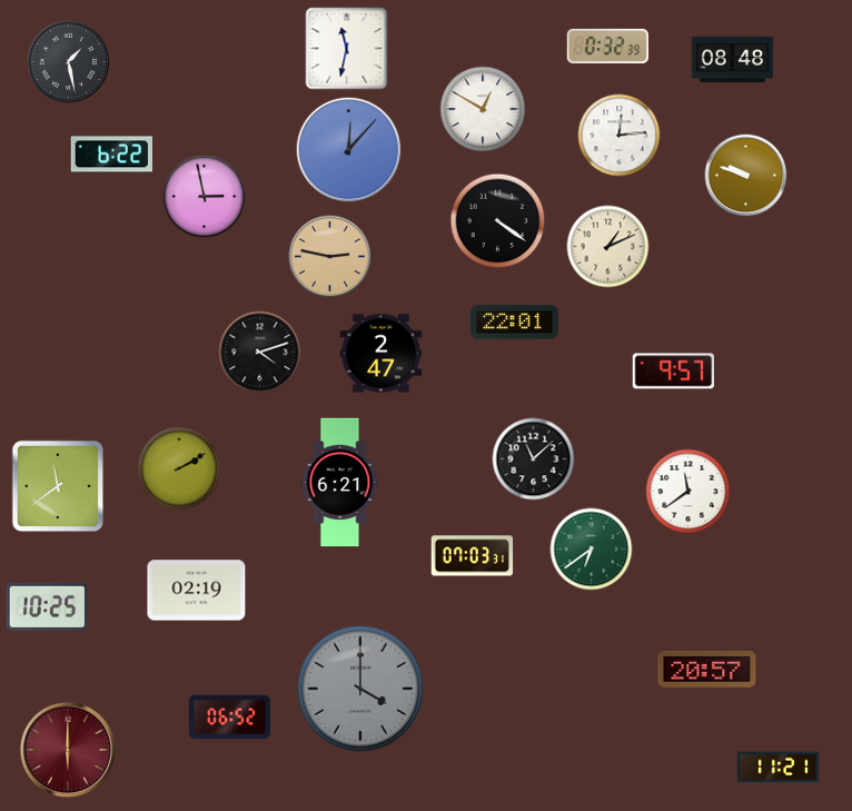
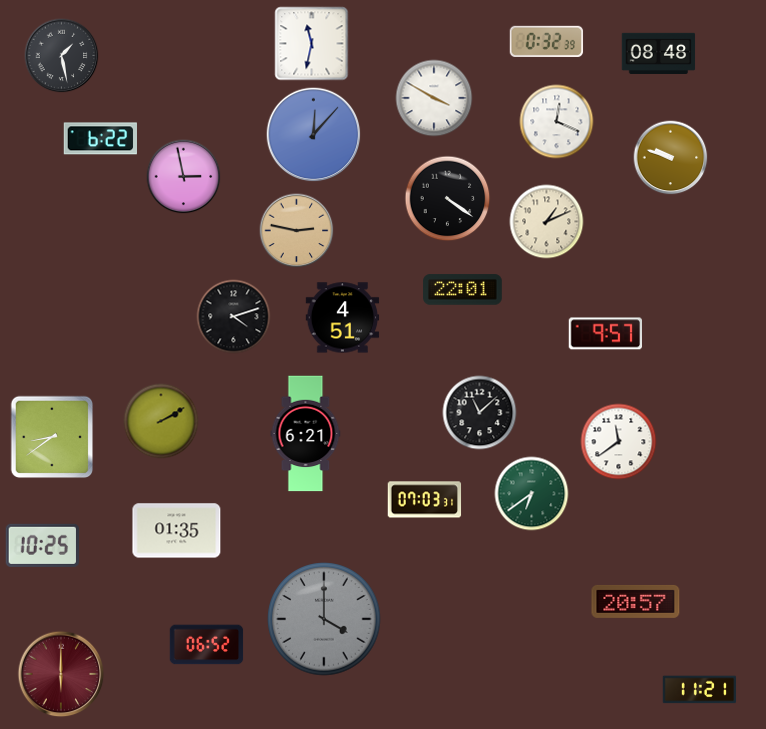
clock at (483, 109): 12:50 -> 3:50
clock at (620, 136): 12:14 -> 12:19
clock at (382, 354): 2:47 -> 4:51
clock at (58, 486): 11:39 -> 8:39
clock at (197, 591): 02:19 -> 01:35
